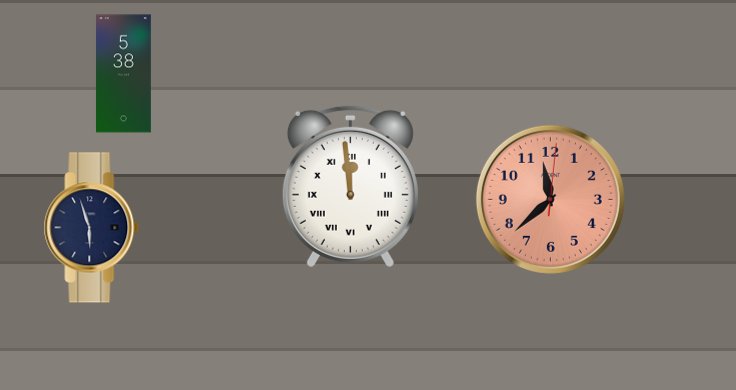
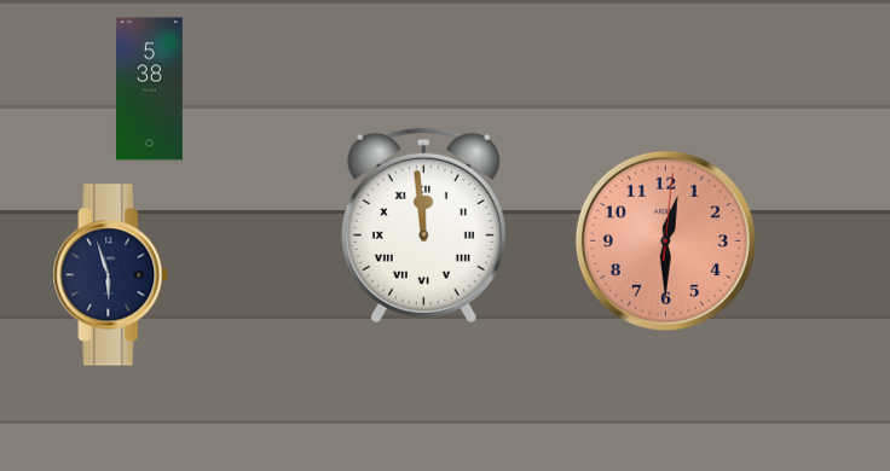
clock at (550, 199): 11:38 -> 12:30
